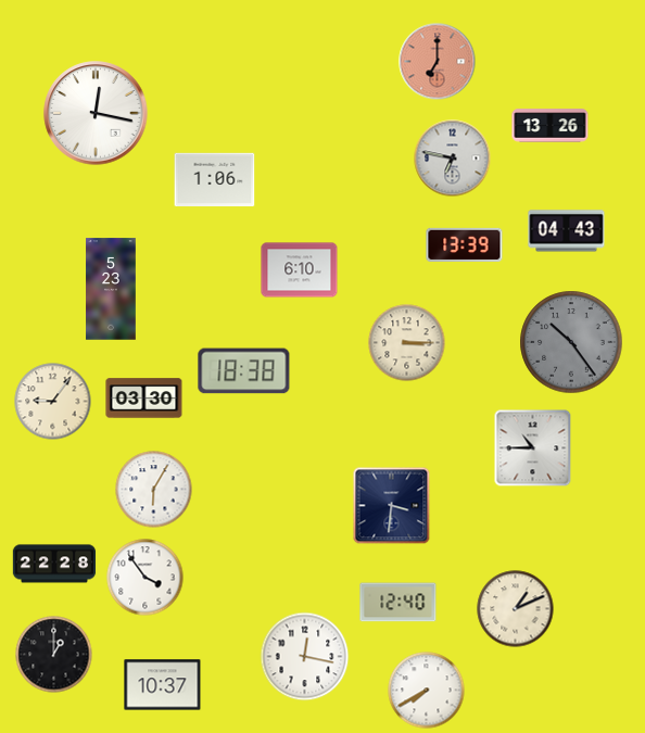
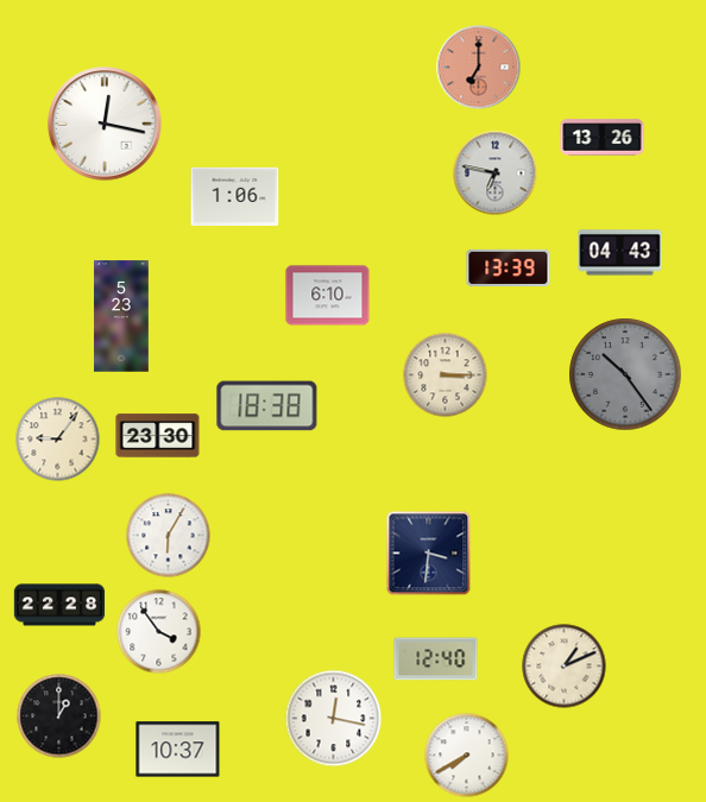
clock at (144, 399): 03:30 -> 23:30
clock at (533, 448): 10:45 -> none
clock at (54, 564) position: (54, 564) -> (59, 605)
